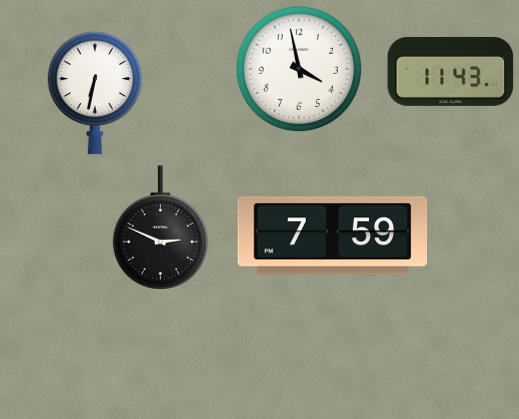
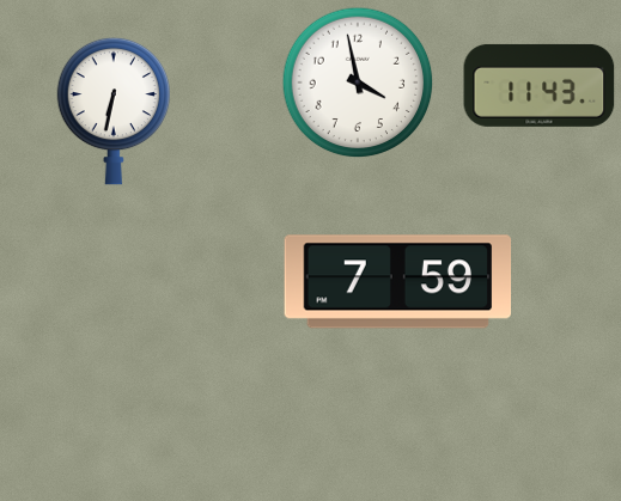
clock at (160, 228): 2:49 -> none
